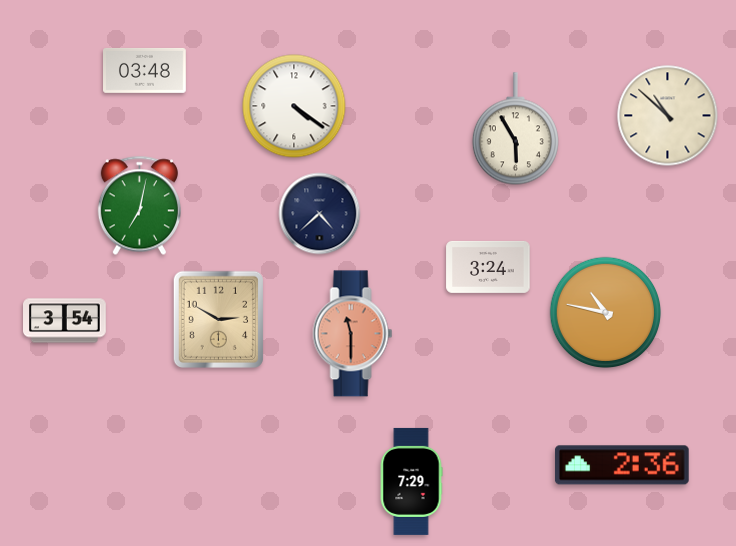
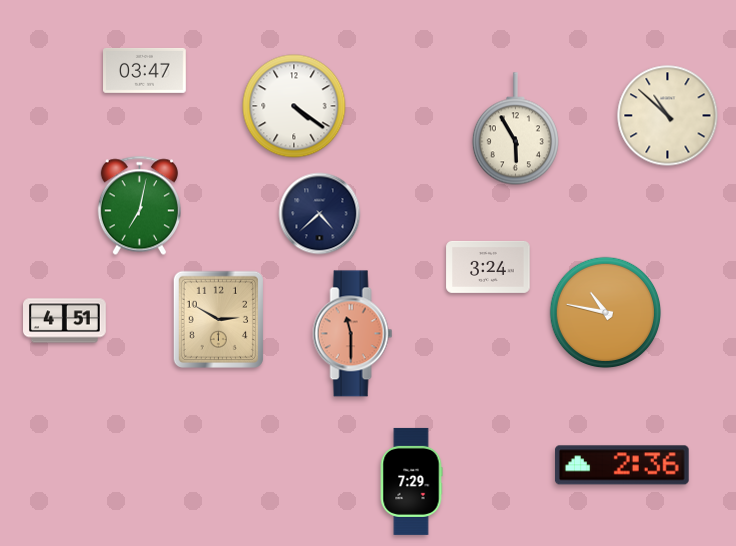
clock at (145, 70): 03:48 -> 03:47
clock at (65, 321): 3:54 -> 4:51
